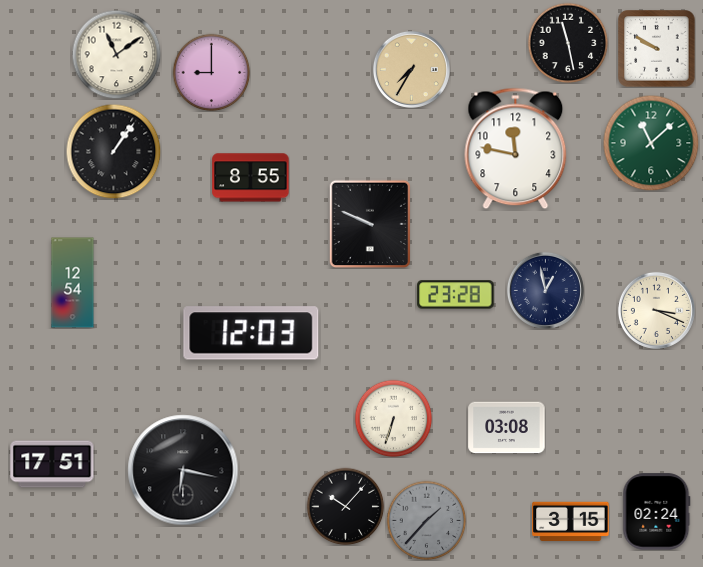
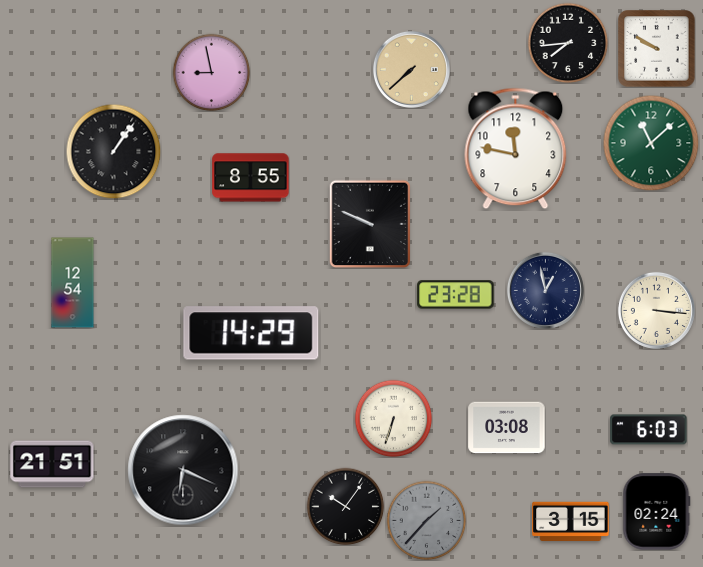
clock at (568, 43): 11:28 -> 7:44
clock at (116, 54): 11:09 -> none
clock at (411, 69): 7:35 -> 7:38
clock at (211, 72): 9:00 -> 8:58
clock at (656, 310): 3:19 -> 3:16
clock at (251, 333): 12:03 -> 14:29
clock at (649, 430): none -> 6:03
clock at (52, 464): 17:51 -> 21:51
clock at (183, 470): 6:17 -> 6:19
clock at (345, 506): 10:07 -> 10:06
